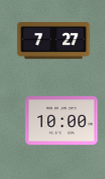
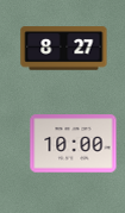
clock at (54, 41): 7:27 -> 8:27
